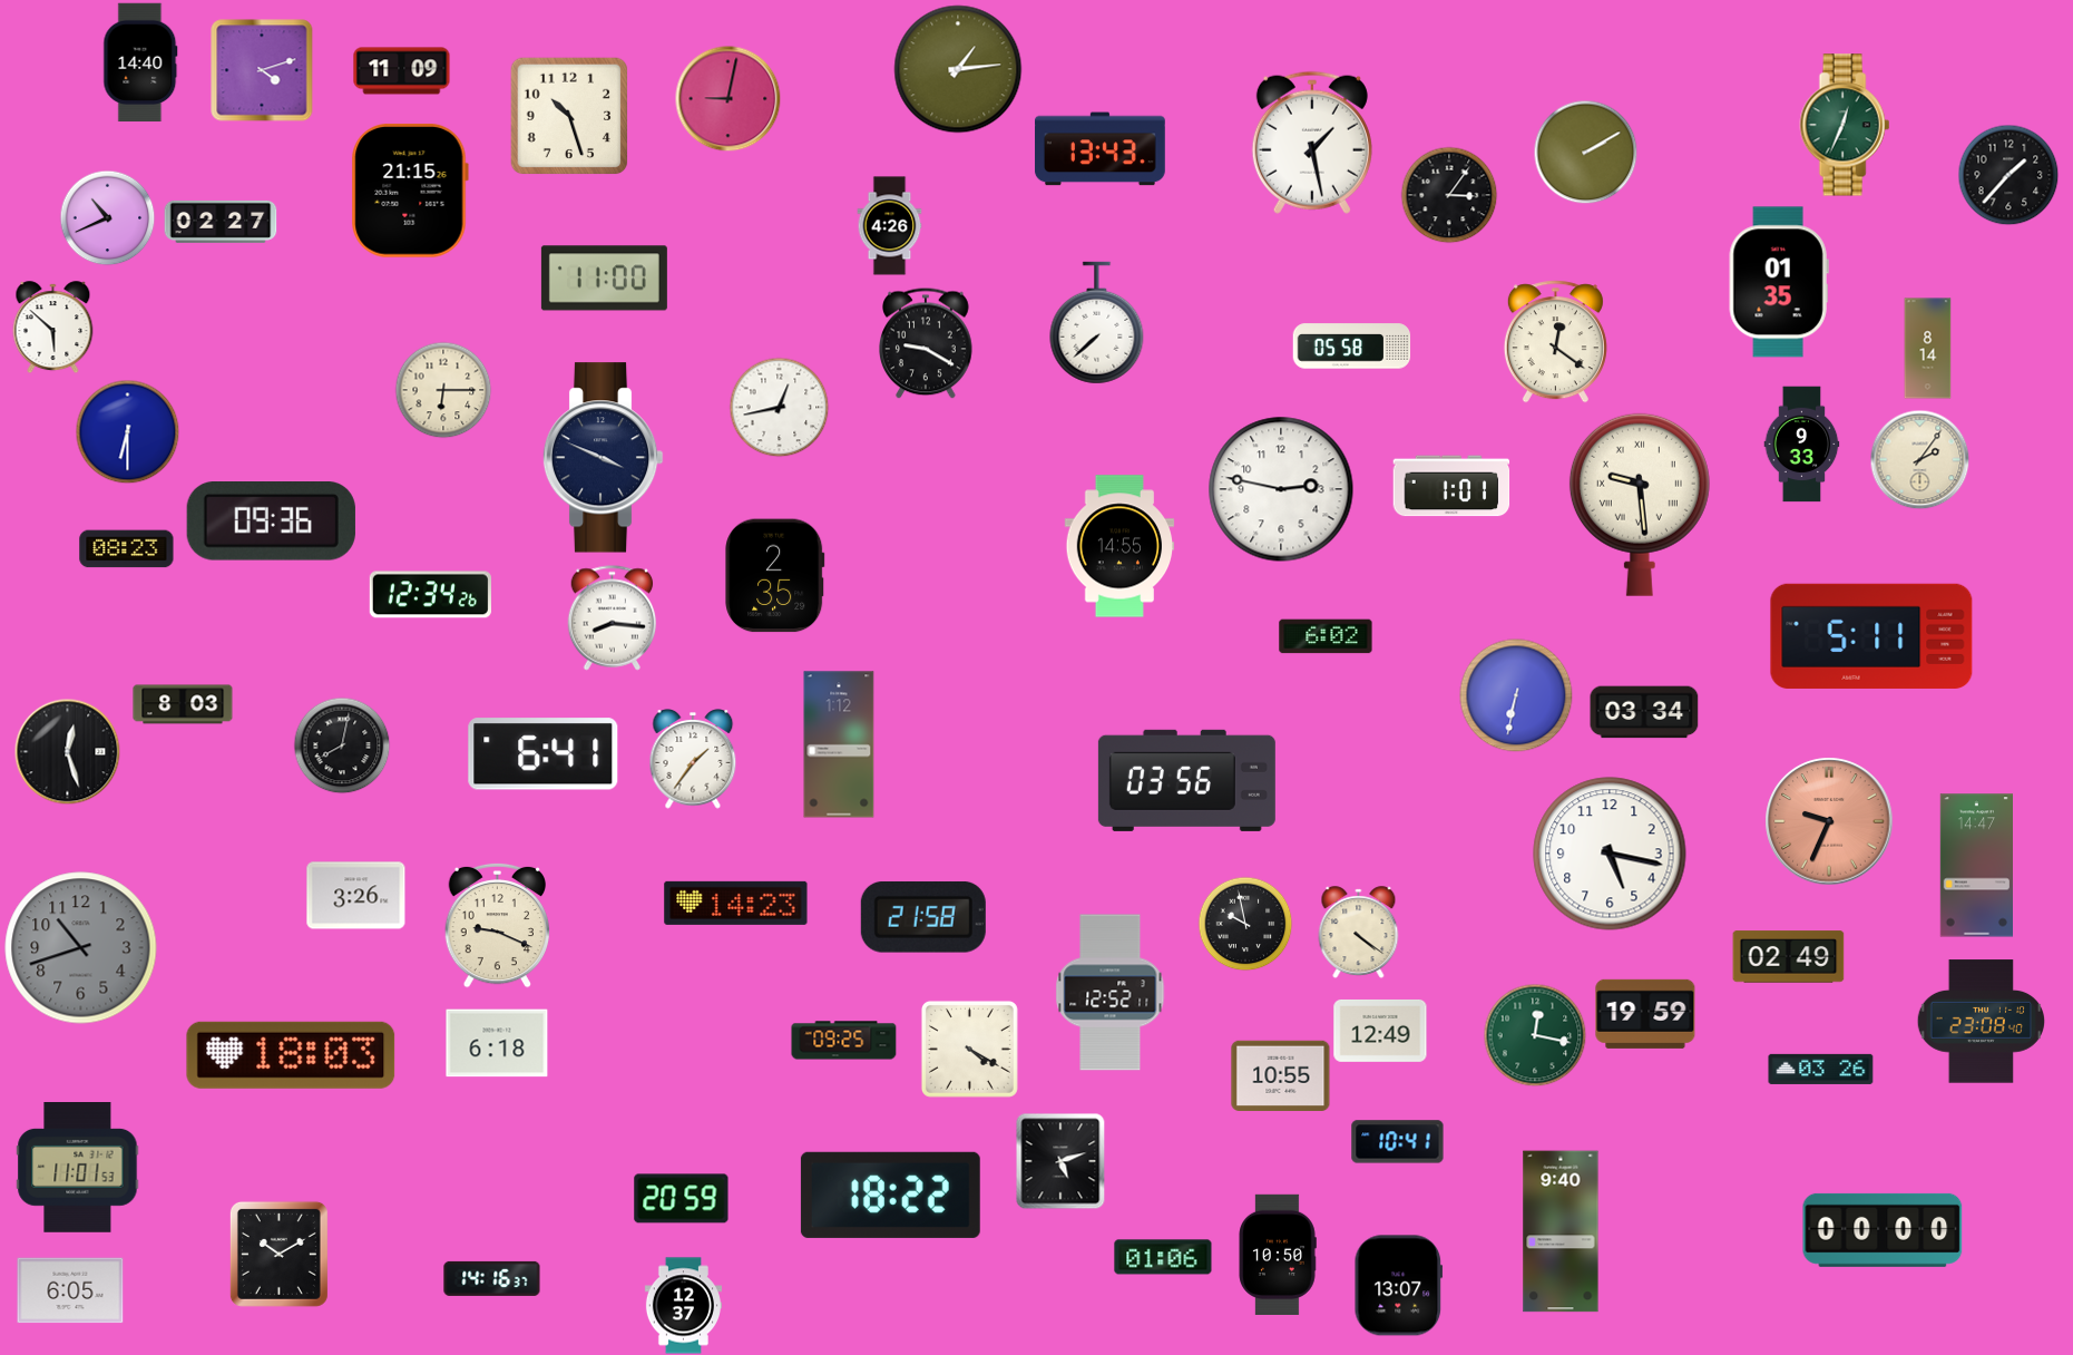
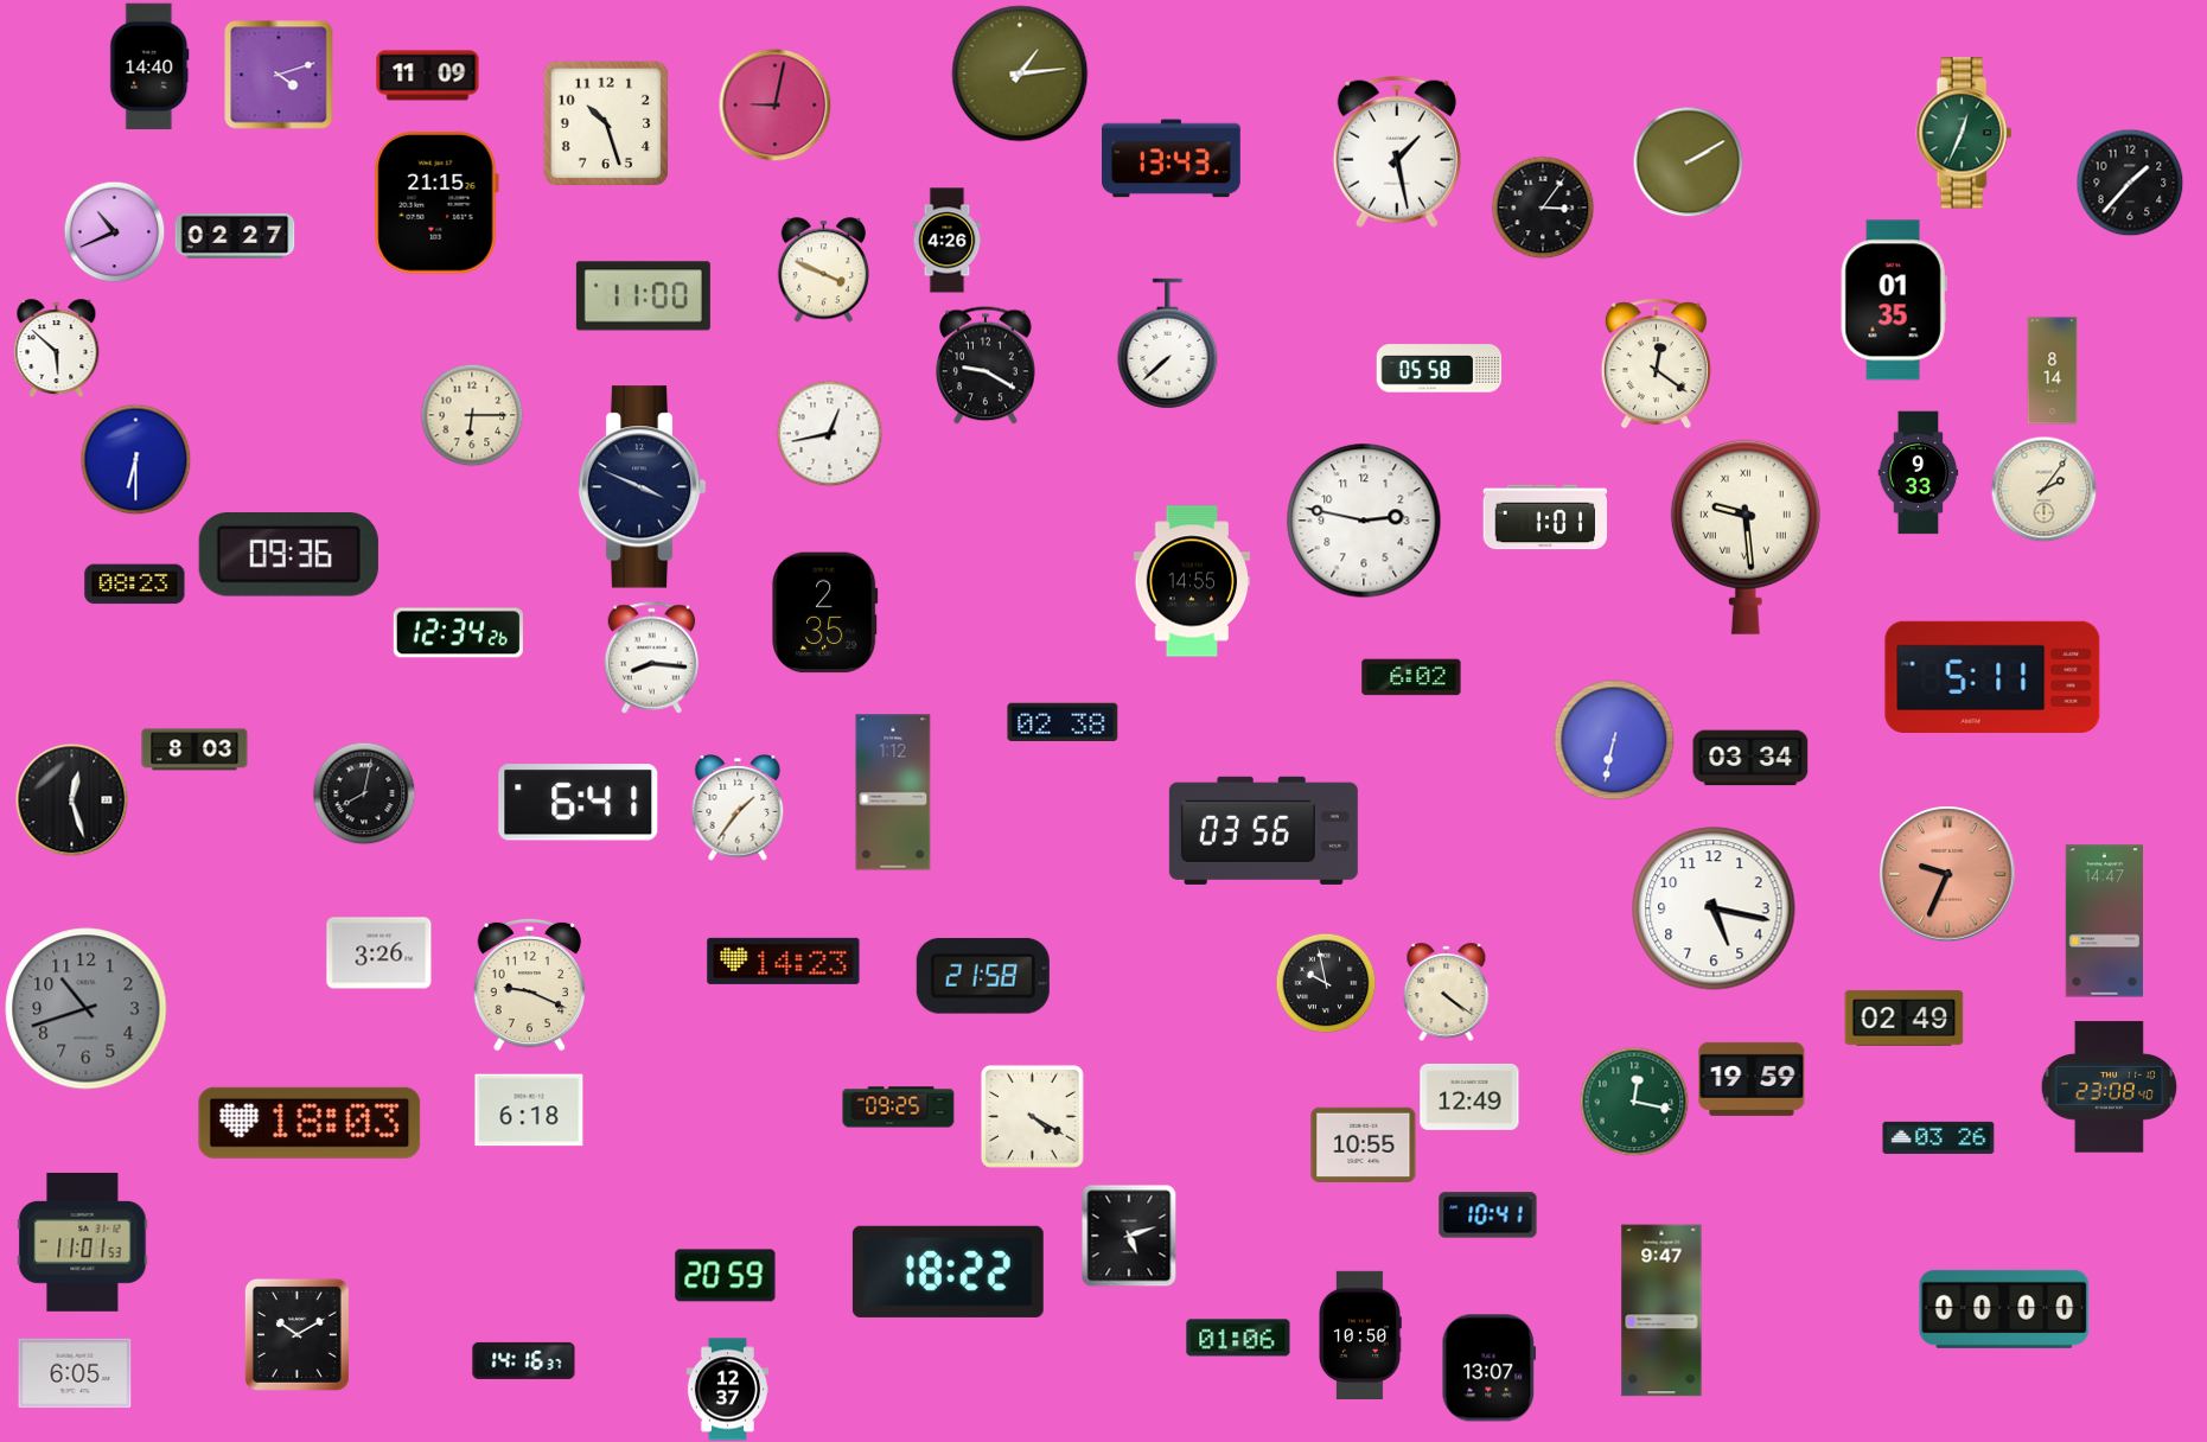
clock at (2008, 175) position: (2008, 175) -> (2130, 183)
clock at (823, 270): none -> 3:49
clock at (1063, 722): none -> 02:38
clock at (1111, 993): 12:52 -> none
clock at (1561, 1231): 9:40 -> 9:47
